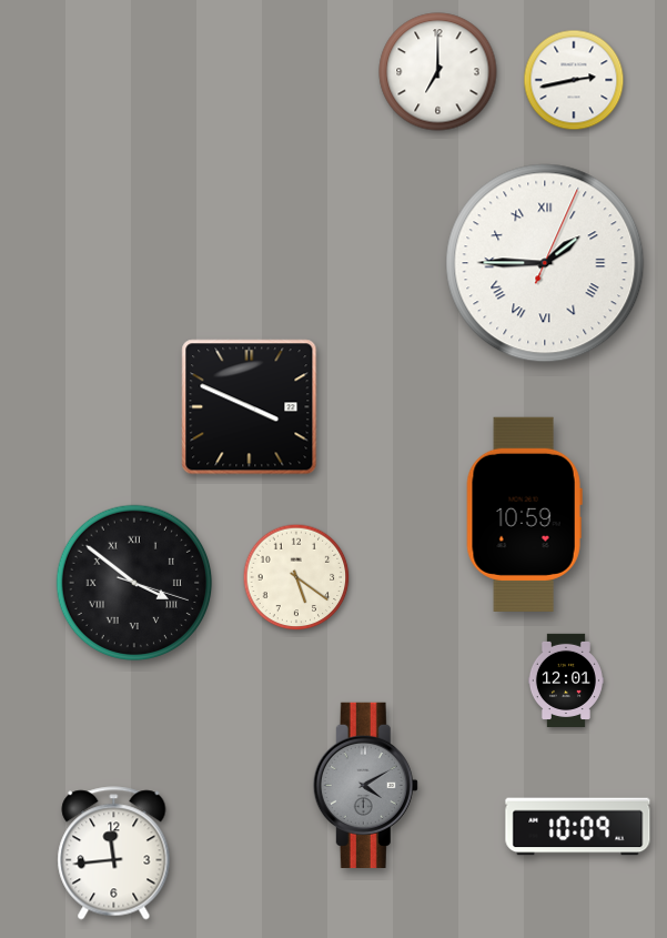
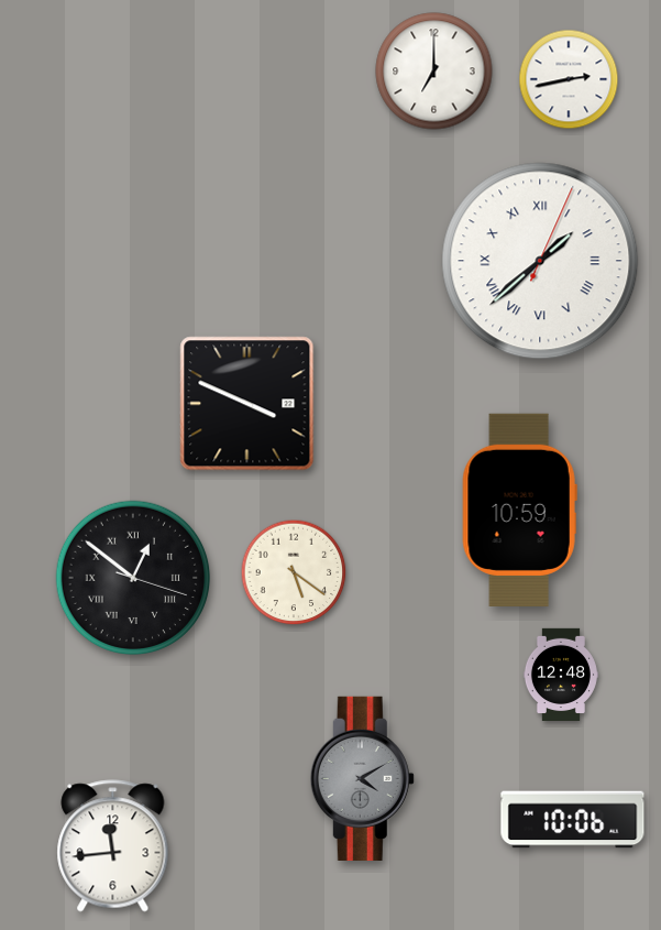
clock at (545, 263): 1:45 -> 1:38
clock at (134, 583): 3:51 -> 12:51
clock at (566, 679): 12:01 -> 12:48
clock at (578, 827): 10:09 -> 10:06
